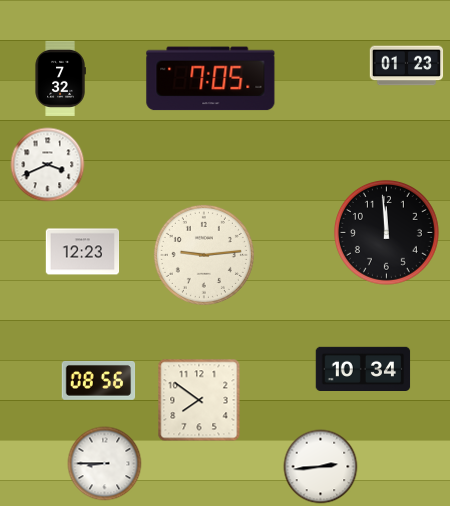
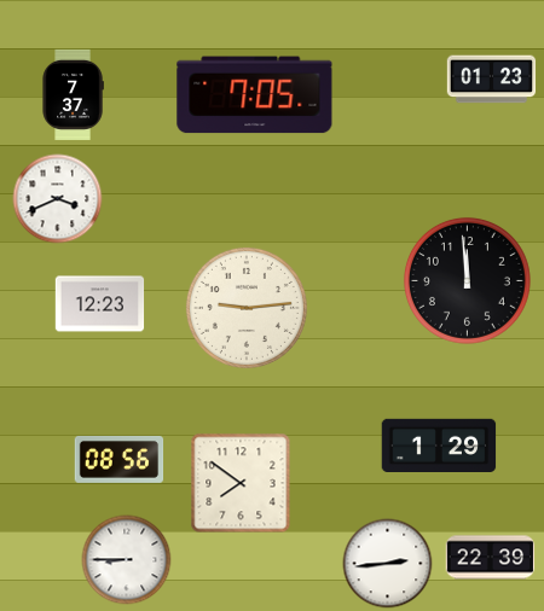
clock at (60, 78): 7:32 -> 7:37
clock at (363, 368): 10:34 -> 1:29
clock at (491, 558): none -> 22:39
